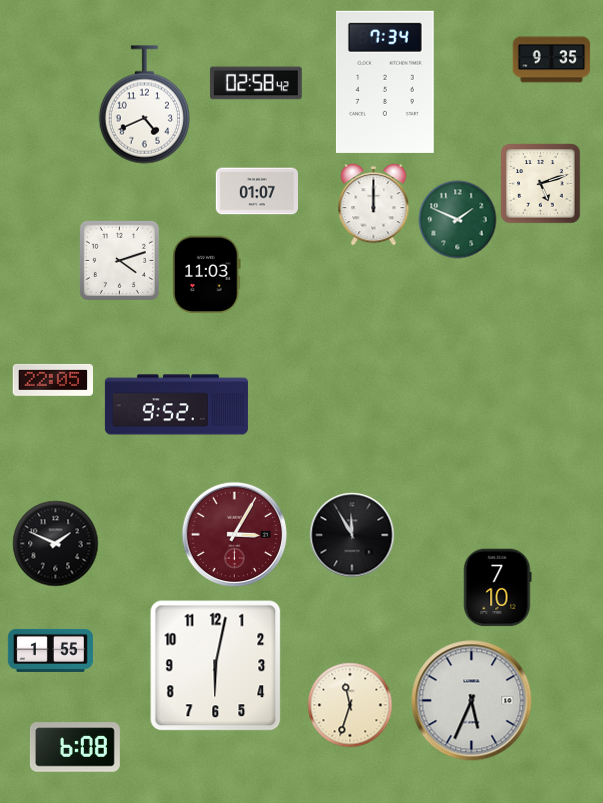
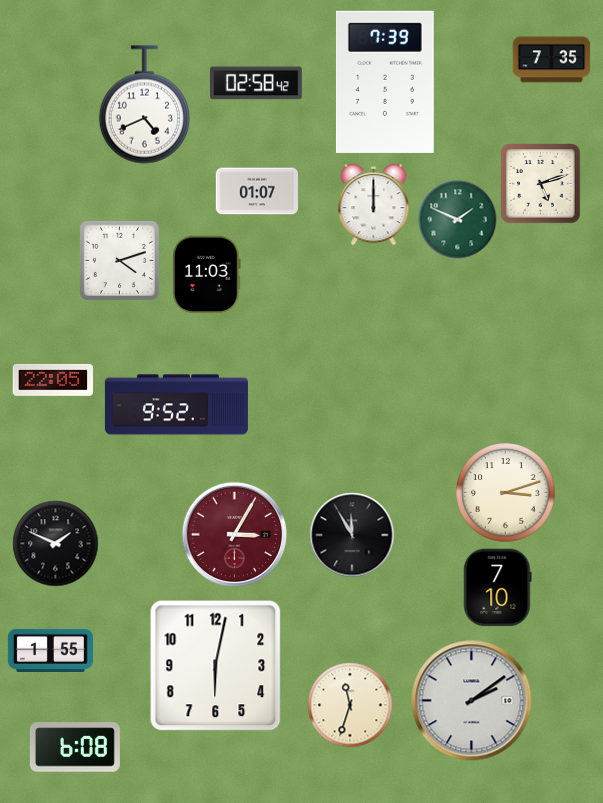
clock at (551, 60): 9:35 -> 7:35
clock at (385, 82): 7:34 -> 7:39
clock at (506, 493): none -> 3:12
clock at (472, 701): 5:34 -> 2:09
